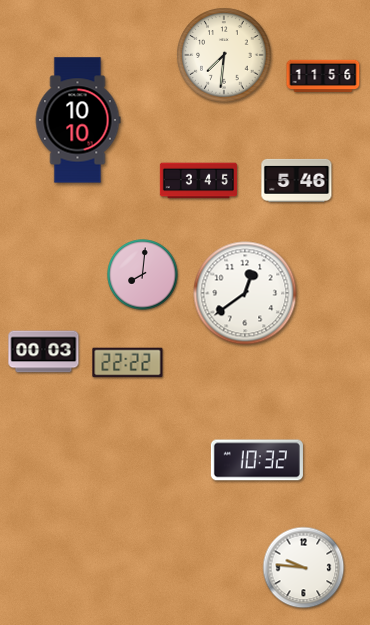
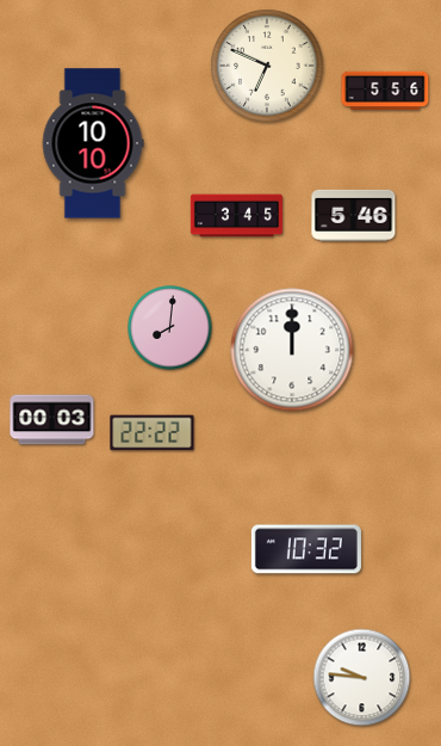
clock at (224, 55): 7:31 -> 6:49
clock at (323, 76): 11:56 -> 5:56
clock at (245, 293): 12:39 -> 12:00
